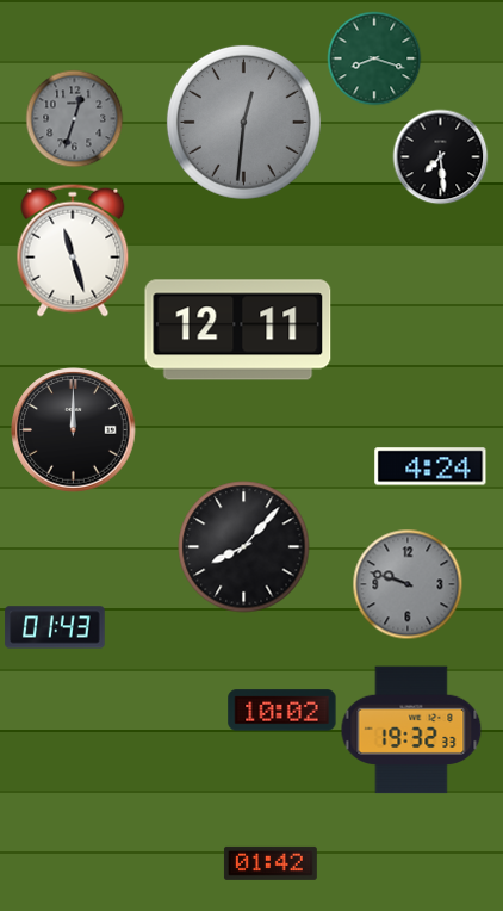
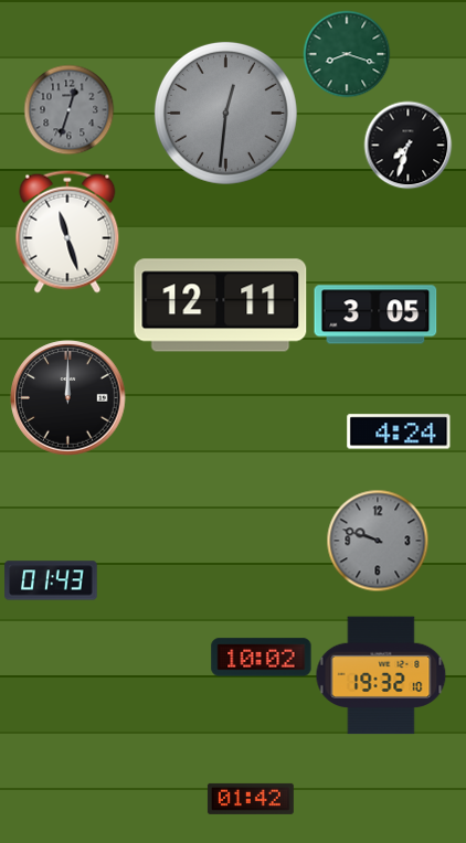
clock at (440, 156): 7:29 -> 7:33
clock at (375, 314): none -> 3:05
clock at (244, 547): 8:07 -> none
clock at (411, 730): 19:32:33 -> 19:32:10
